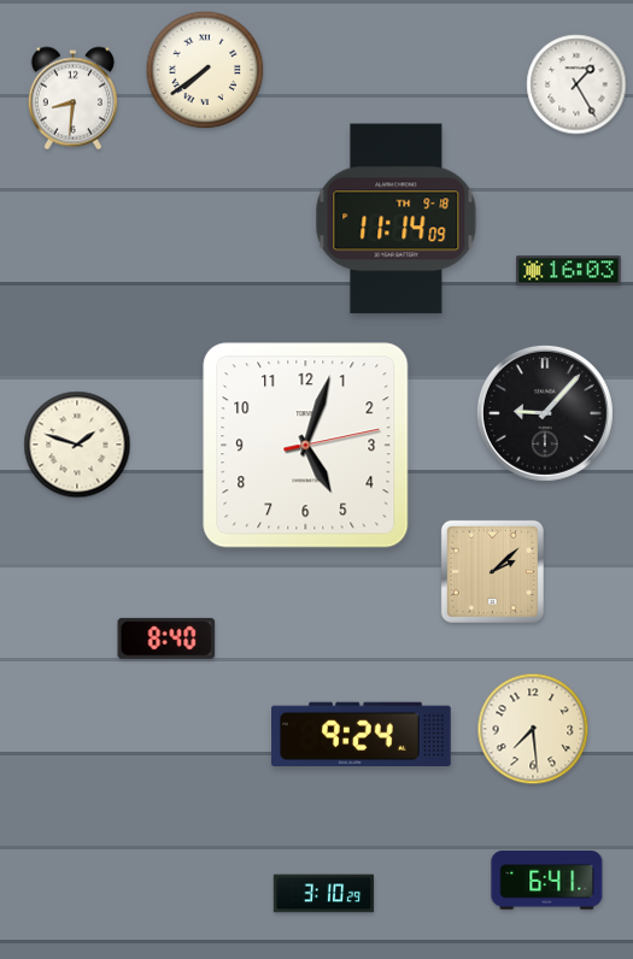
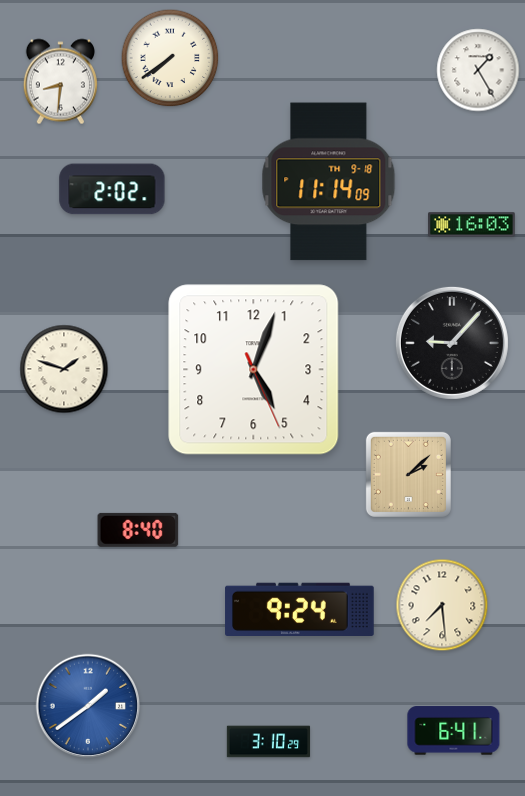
clock at (112, 189): none -> 2:02
clock at (306, 446): 5:03:13 -> 5:03:26
clock at (88, 706): none -> 1:39
